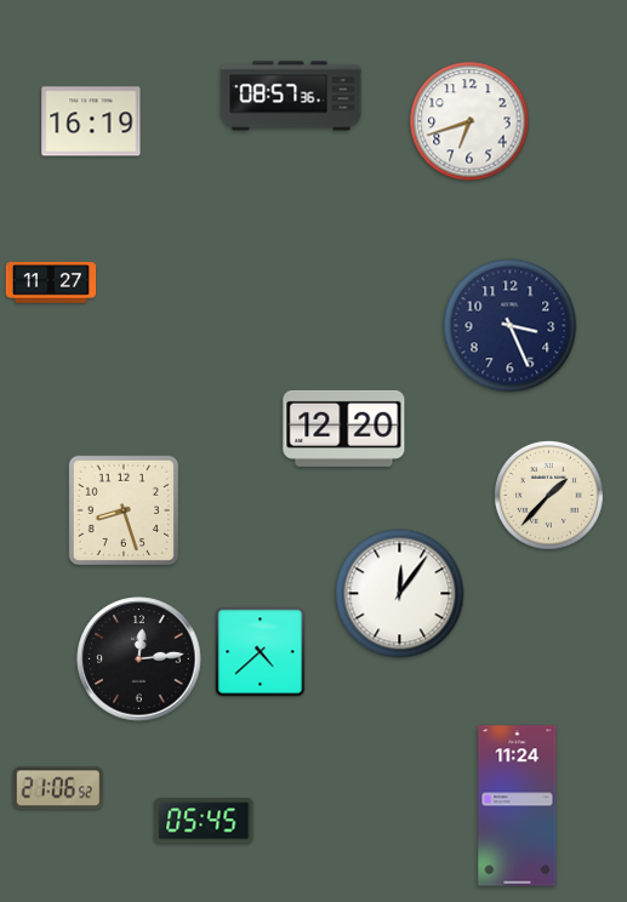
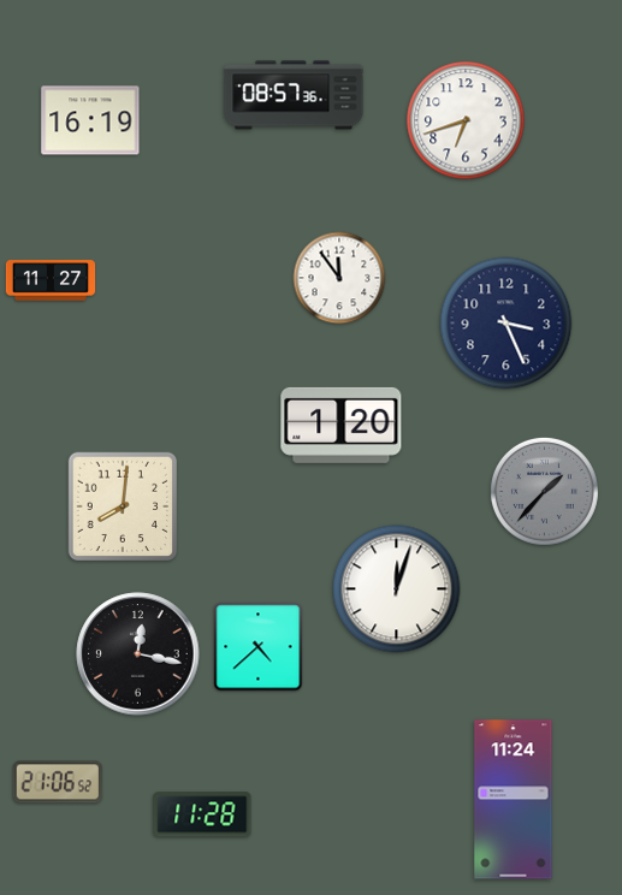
clock at (291, 96) position: (291, 96) -> (294, 95)
clock at (339, 278): none -> 11:54
clock at (344, 428): 12:20 -> 1:20
clock at (548, 495) dial: cream -> grey
clock at (124, 510): 8:27 -> 8:01
clock at (400, 594): 12:06 -> 12:03
clock at (139, 660): 12:14 -> 12:17
clock at (204, 821): 05:45 -> 11:28
